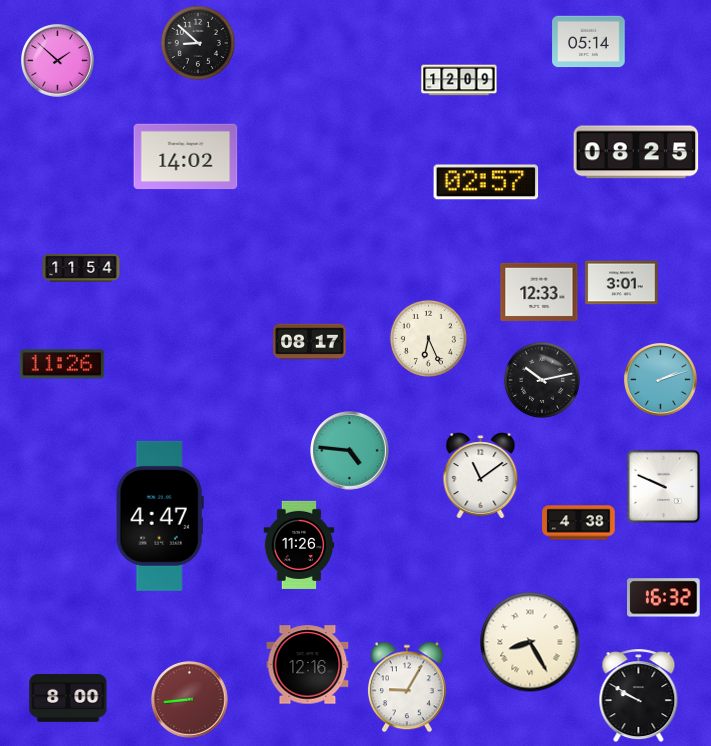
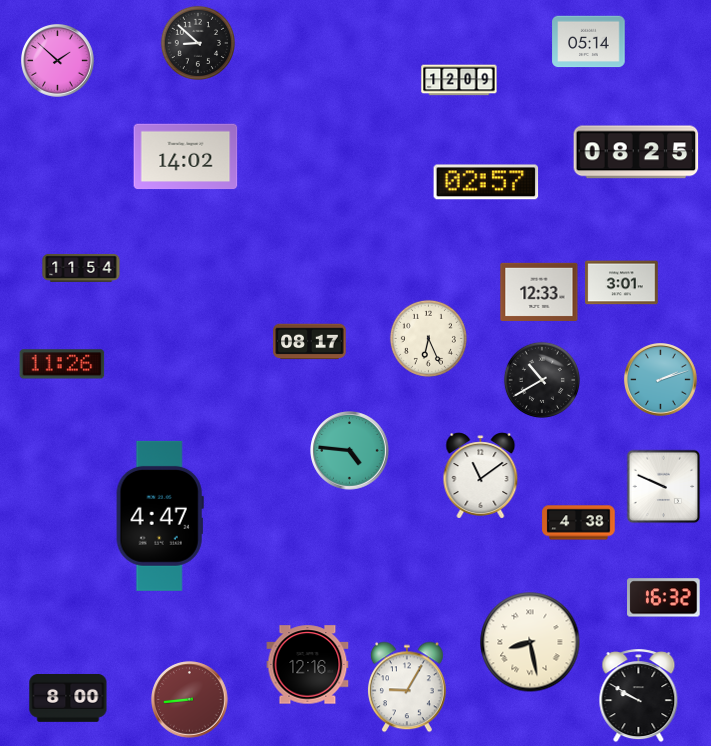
clock at (542, 380): 10:13 -> 10:40
clock at (299, 545): 11:26 -> none
clock at (530, 642): 8:25 -> 8:28
